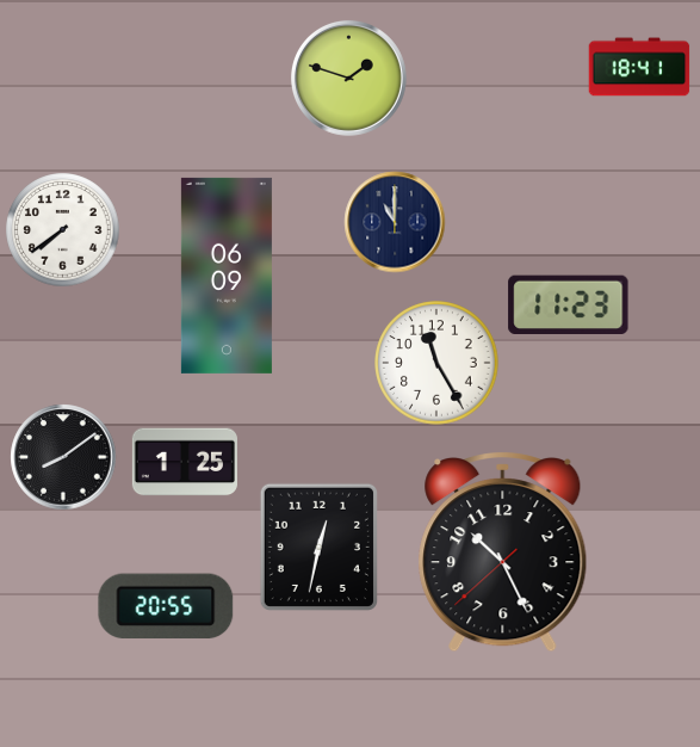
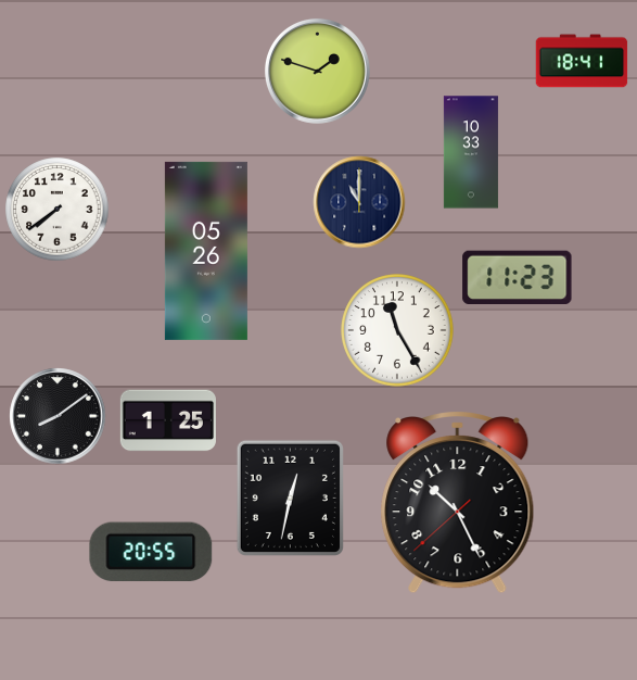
clock at (471, 152): none -> 10:33
clock at (227, 276): 06:09 -> 05:26
